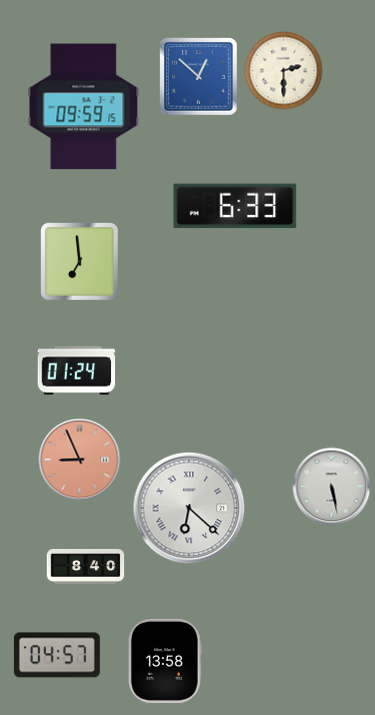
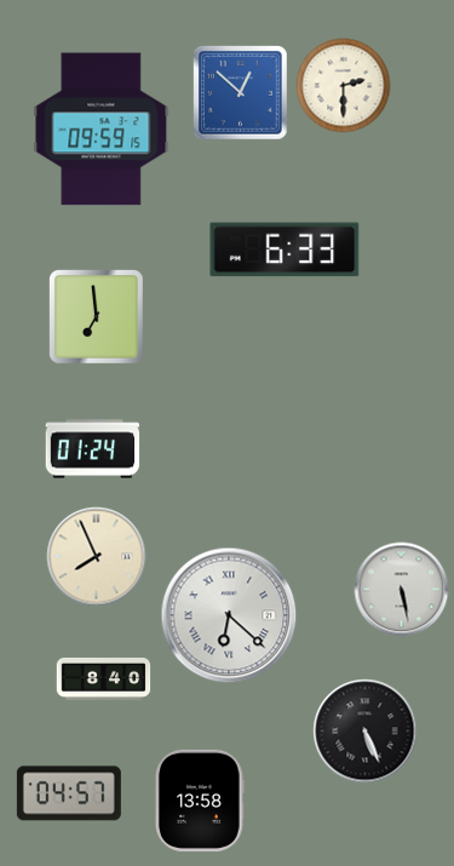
clock at (79, 459): 8:56 -> 7:56
clock at (79, 459) dial: salmon -> cream
clock at (85, 566) position: (85, 566) -> (103, 678)
clock at (364, 730): none -> 5:26
